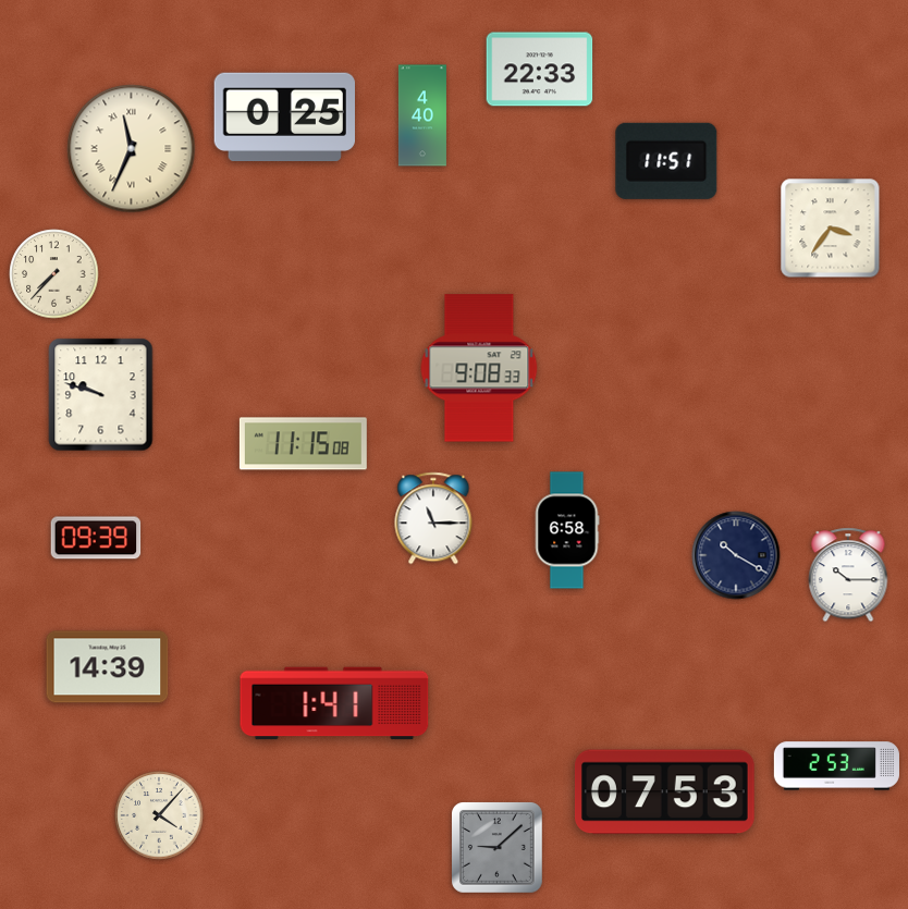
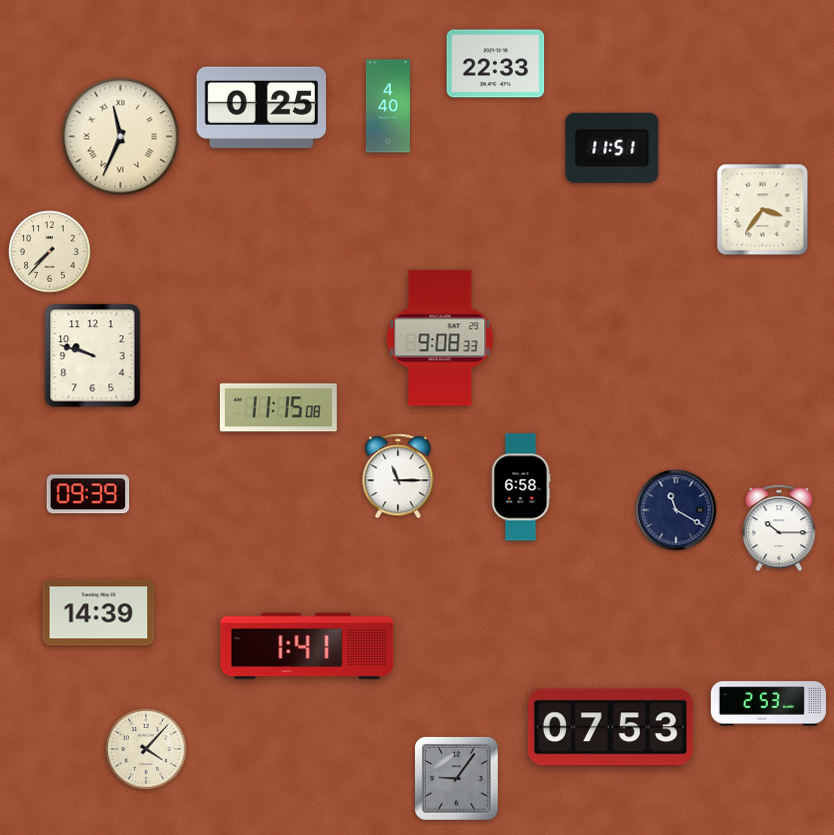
clock at (101, 395) position: (101, 395) -> (93, 356)
clock at (736, 555): 10:20 -> 11:20
clock at (498, 848): 9:08 -> 9:06
